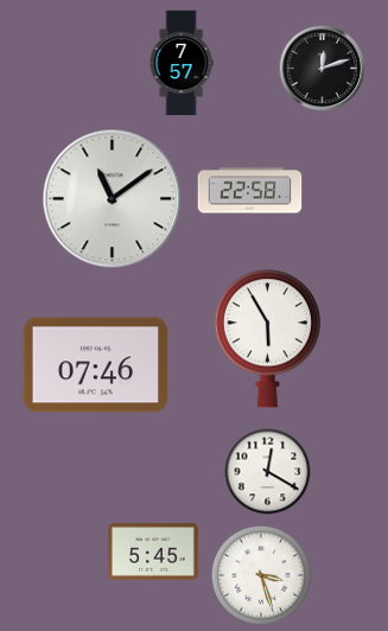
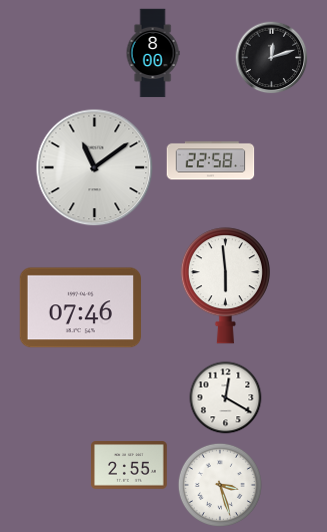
clock at (182, 63): 7:57 -> 8:00
clock at (267, 339): 5:55 -> 5:59
clock at (154, 552): 5:45 -> 2:55
